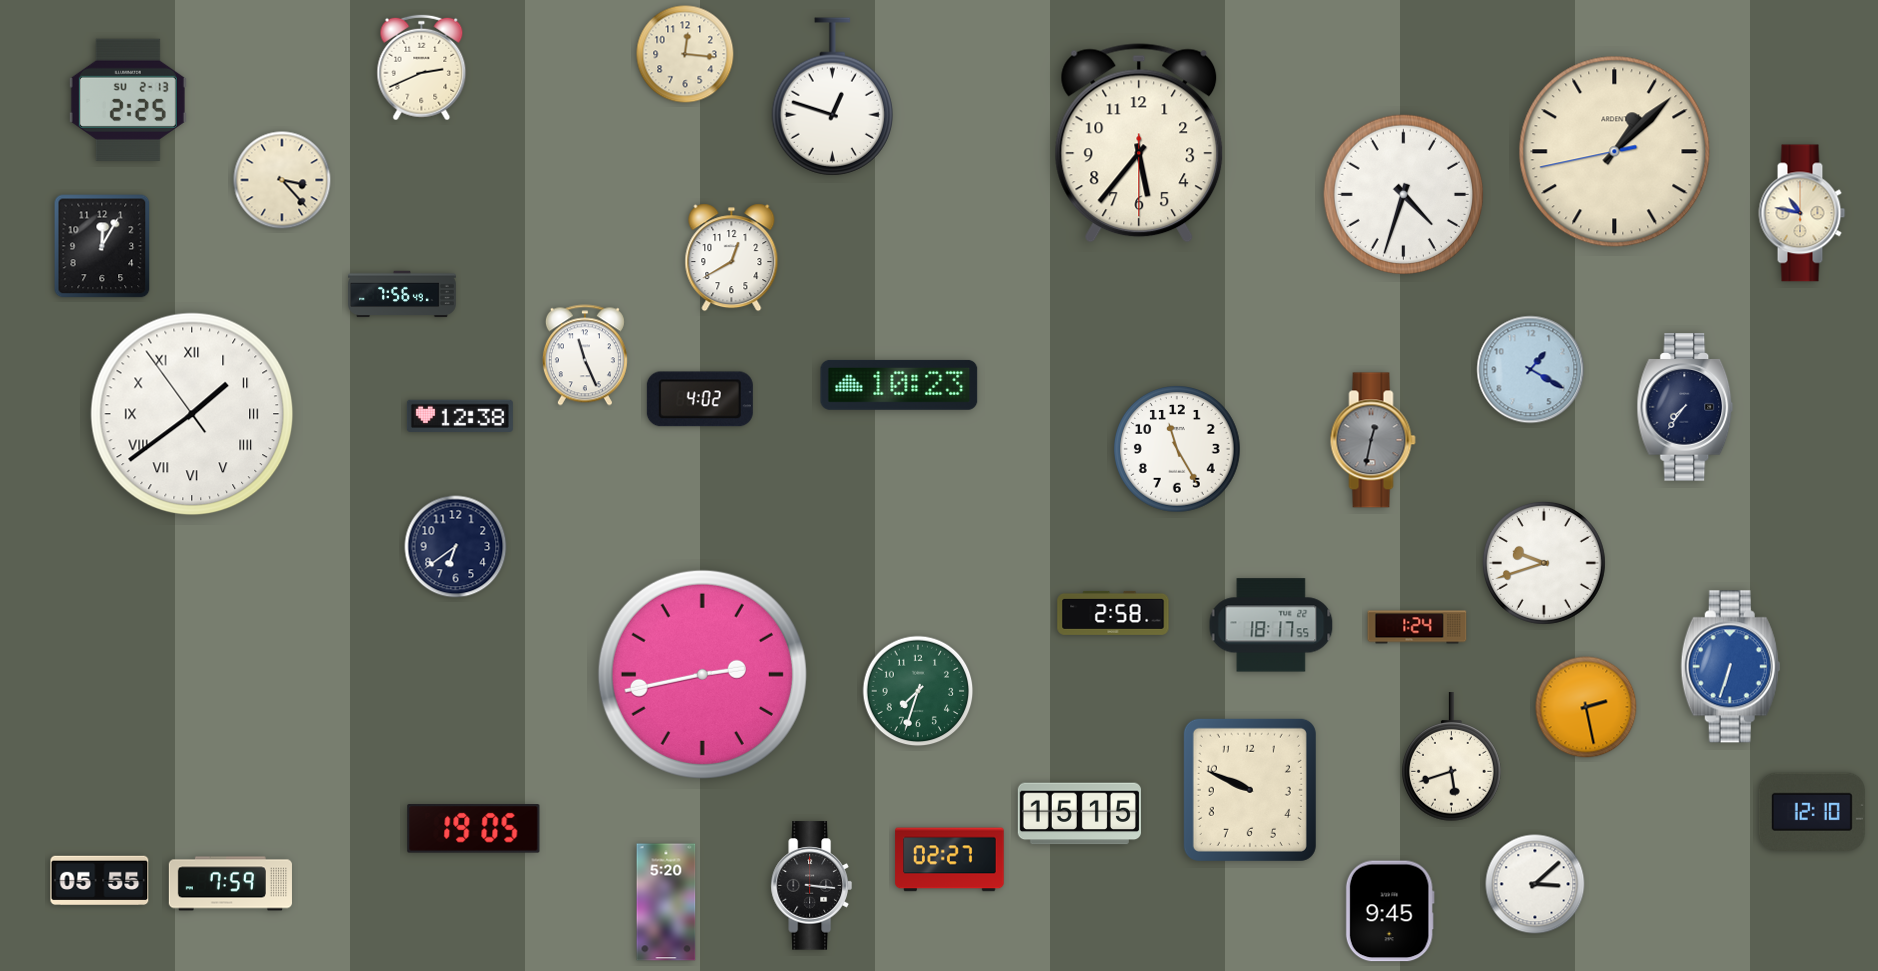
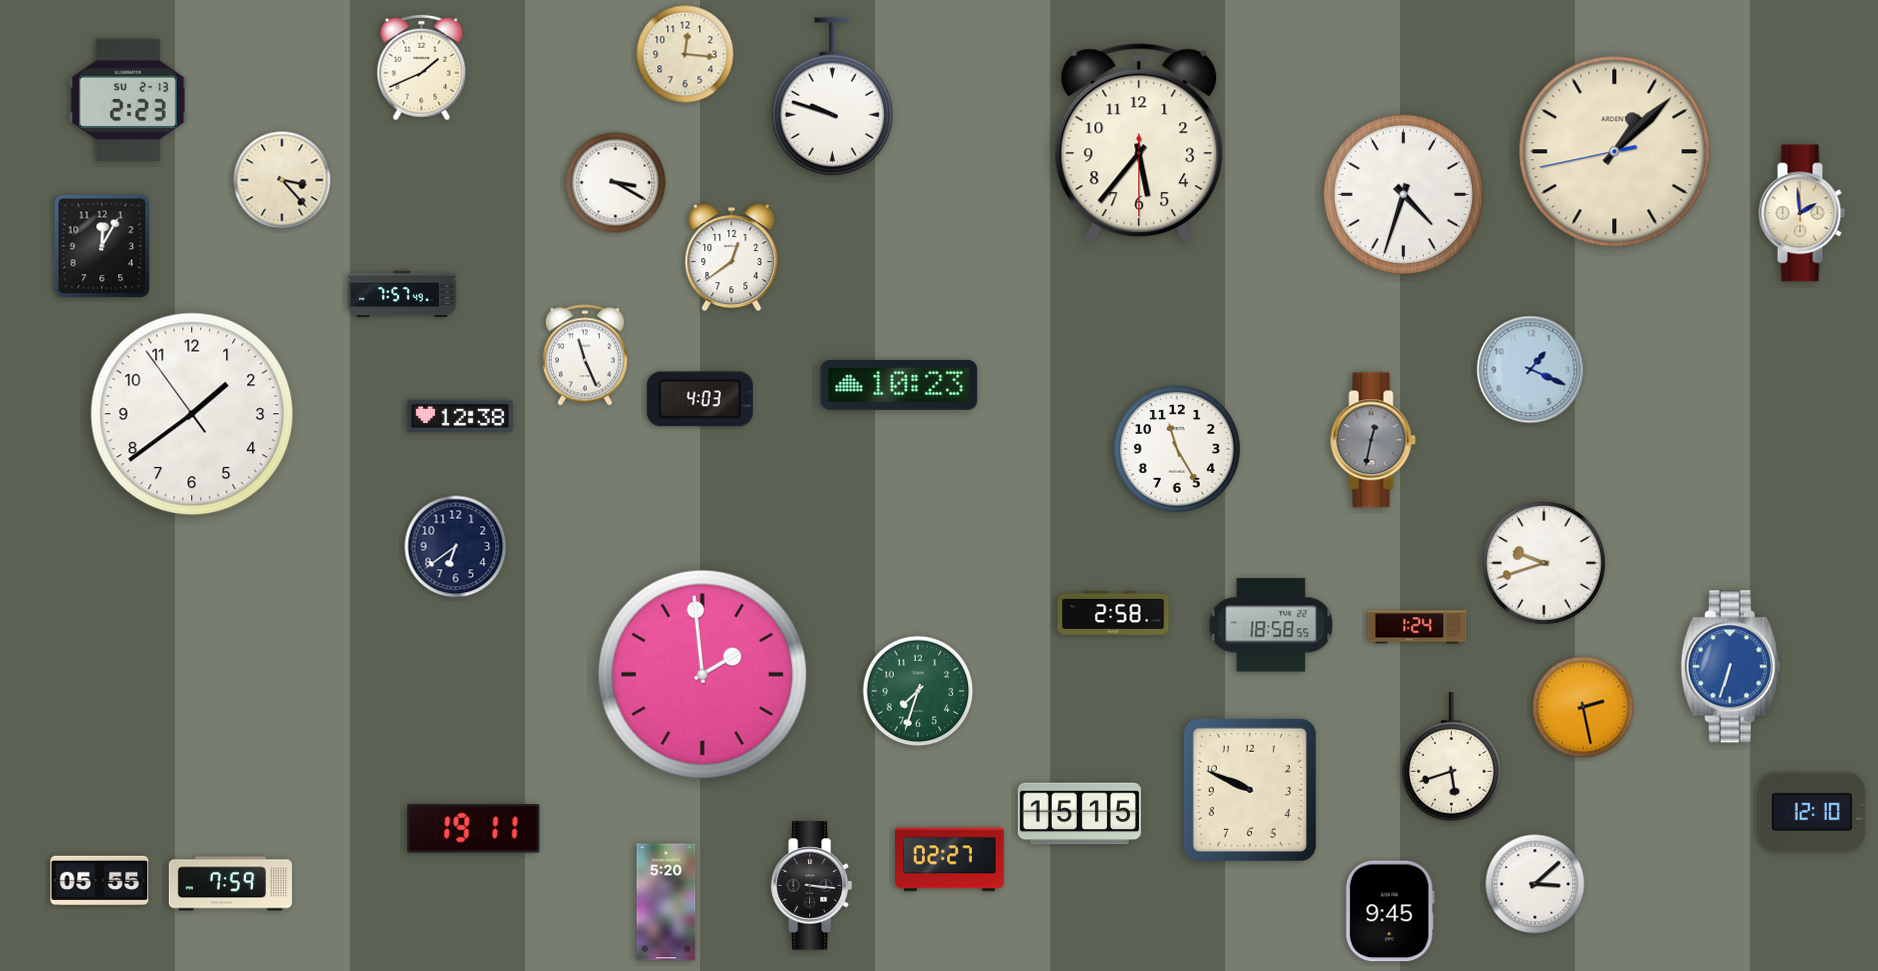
clock at (422, 68): 2:41 -> 1:41
clock at (832, 97): 12:48 -> 9:48
clock at (128, 100): 2:25 -> 2:23
clock at (616, 183): none -> 3:20
clock at (1802, 213): 10:47 -> 1:59
clock at (732, 258): 12:40 -> 12:39
clock at (402, 294): 7:56 -> 7:57
clock at (1531, 370): 1:20 -> 1:19
clock at (700, 399): 4:02 -> 4:03
clock at (1685, 407): 7:36 -> none
clock at (192, 414) numerals: Roman -> Arabic
clock at (1271, 625): 18:17 -> 18:58
clock at (702, 674): 2:43 -> 1:59
clock at (1586, 707) position: (1586, 707) -> (1583, 707)
clock at (474, 829): 19:05 -> 19:11
